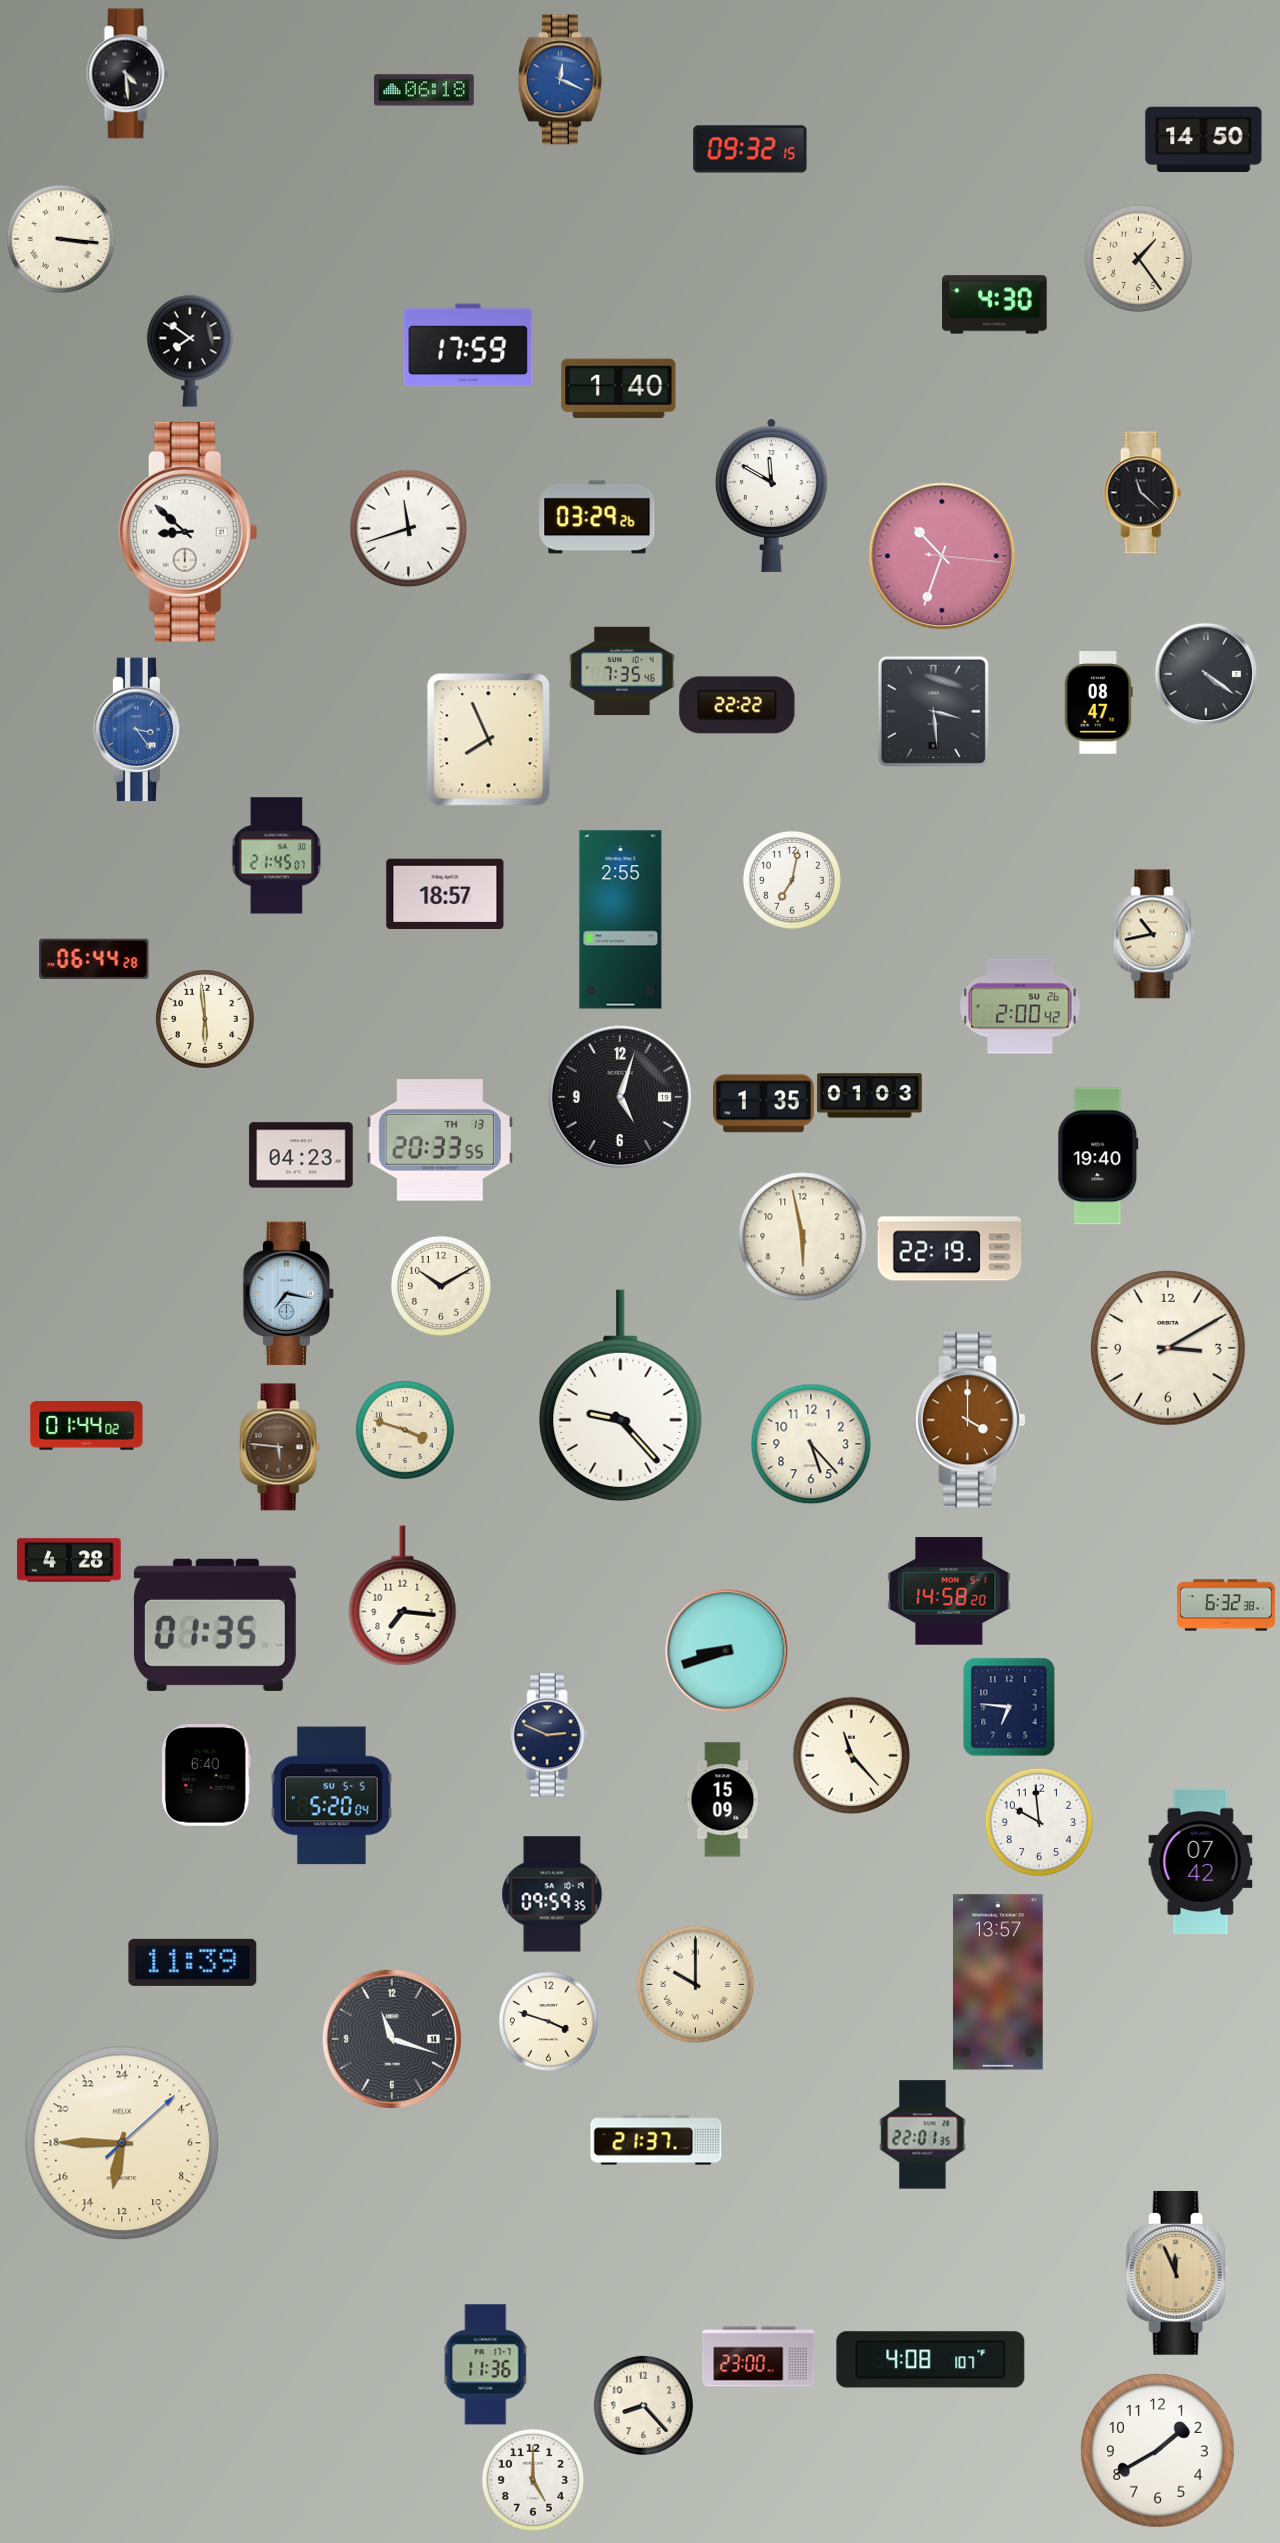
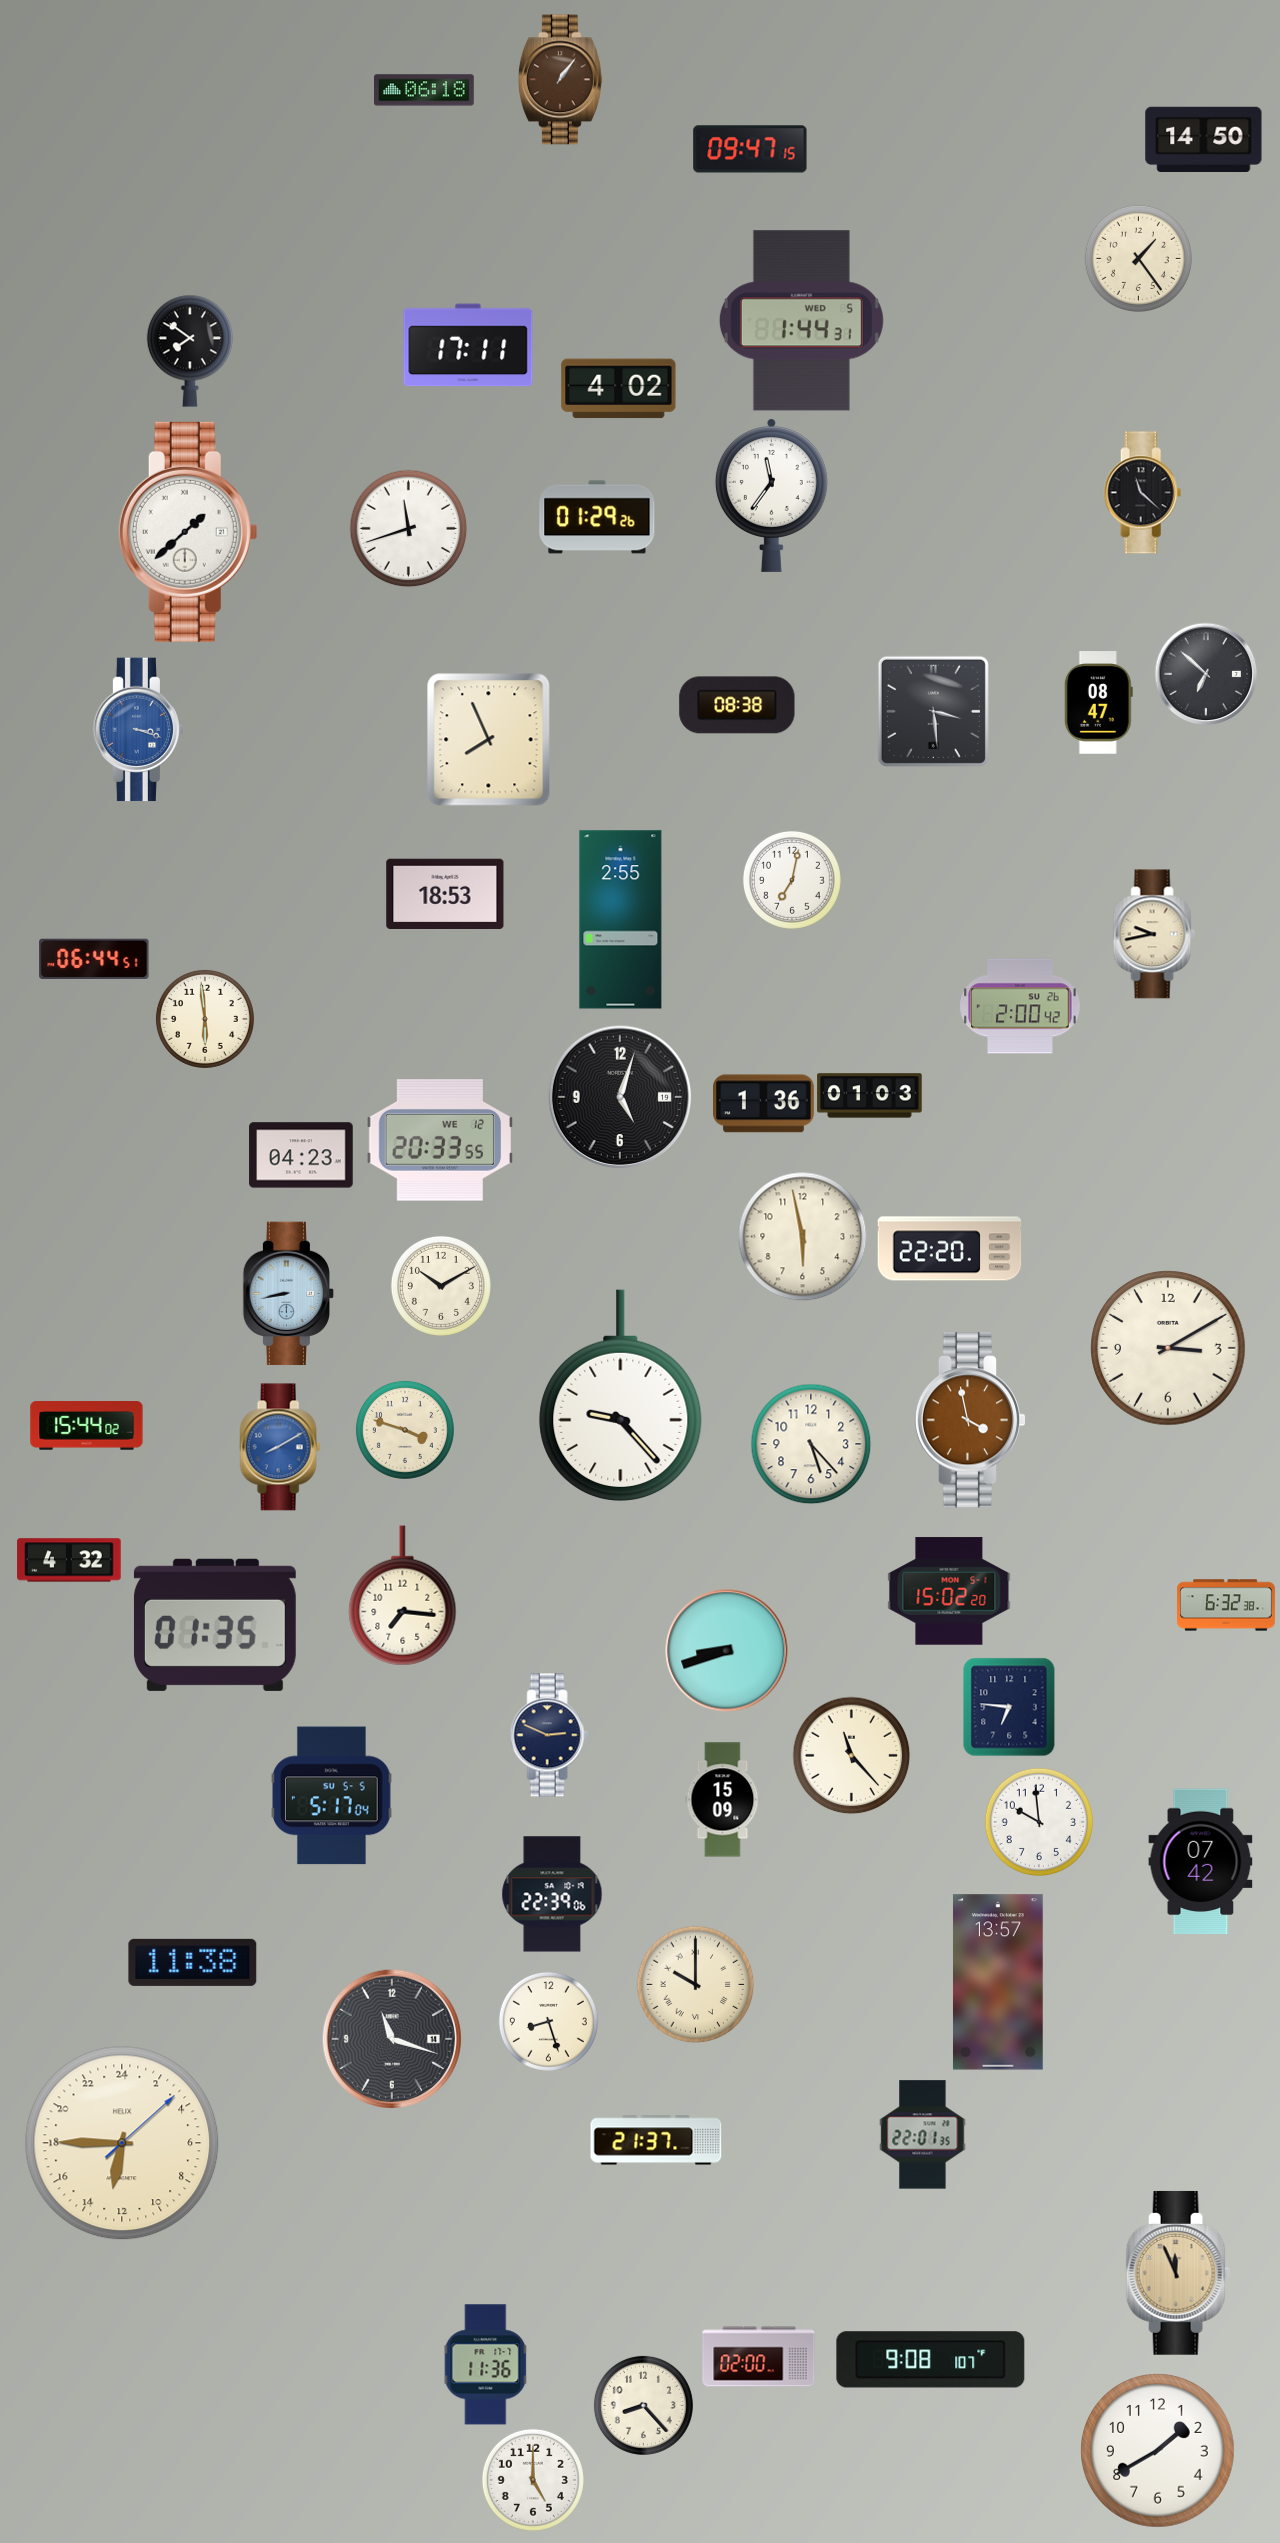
clock at (127, 74): 4:29 -> none
clock at (560, 80): 12:19 -> 1:06
clock at (560, 80) dial: blue -> brown
clock at (750, 149): 09:32 -> 09:47
clock at (60, 238): 3:16 -> none
clock at (995, 305): 4:30 -> none
clock at (801, 321): none -> 1:44
clock at (468, 345): 17:59 -> 17:11
clock at (619, 389): 1:40 -> 4:02
clock at (771, 496): 11:50 -> 11:36
clock at (597, 517): 03:29 -> 01:29
clock at (188, 532): 8:52 -> 1:38
clock at (942, 556): 10:33 -> none
clock at (622, 670): 7:35 -> none
clock at (1206, 674): 4:21 -> 6:52
clock at (737, 705): 22:22 -> 08:38
clock at (139, 730): 3:24 -> 3:18
clock at (277, 856): 21:45 -> none
clock at (445, 893): 18:57 -> 18:53
clock at (1154, 934): 10:43 -> 9:43
clock at (94, 959): 06:44:28 -> 06:44:51
clock at (764, 1104): 1:35 -> 1:36
clock at (439, 1140) date: TH 13 -> WE 12
clock at (1098, 1156): 19:40 -> none
clock at (950, 1249): 22:19 -> 22:20
clock at (289, 1294): 7:17 -> 8:43
clock at (970, 1420): 4:00 -> 3:58
clock at (87, 1426): 01:44 -> 15:44
clock at (280, 1447): 5:46 -> 8:10
clock at (280, 1447) dial: brown -> blue
clock at (69, 1560): 4:28 -> 4:32
clock at (949, 1591): 14:58 -> 15:02
clock at (206, 1775): 6:40 -> none
clock at (332, 1796): 5:20 -> 5:17
clock at (552, 1894): 09:59 -> 22:39
clock at (193, 1962): 11:39 -> 11:38
clock at (548, 2021): 3:48 -> 8:27
clock at (759, 2357): 23:00 -> 02:00
clock at (931, 2360): 4:08 -> 9:08
